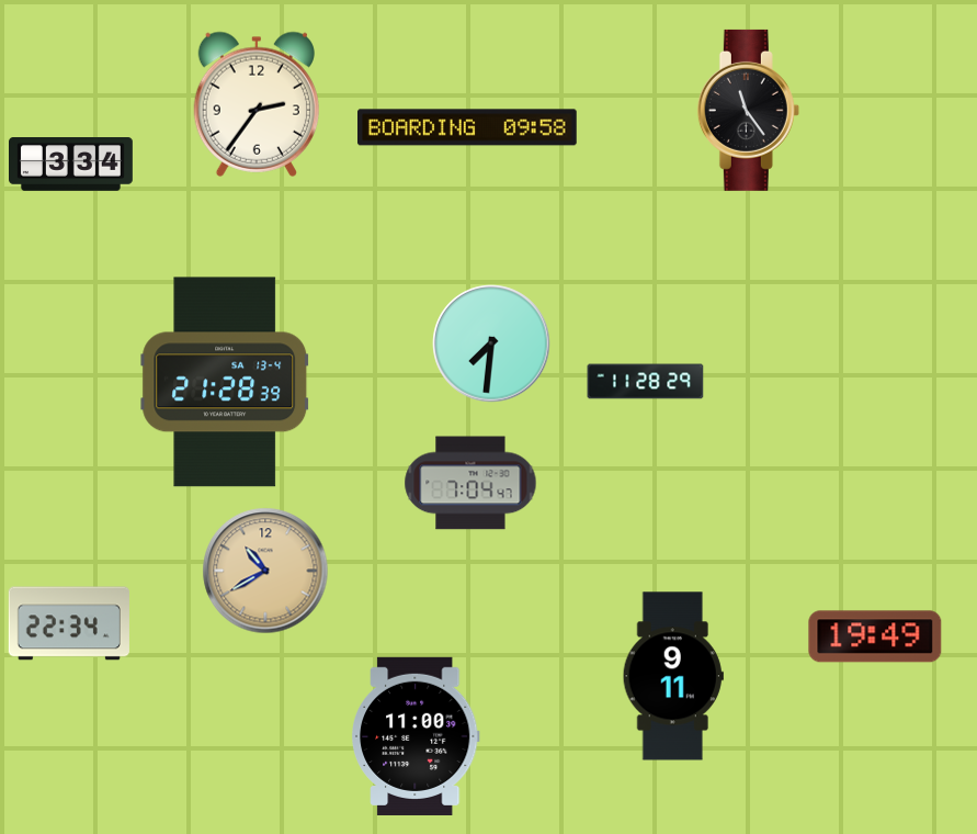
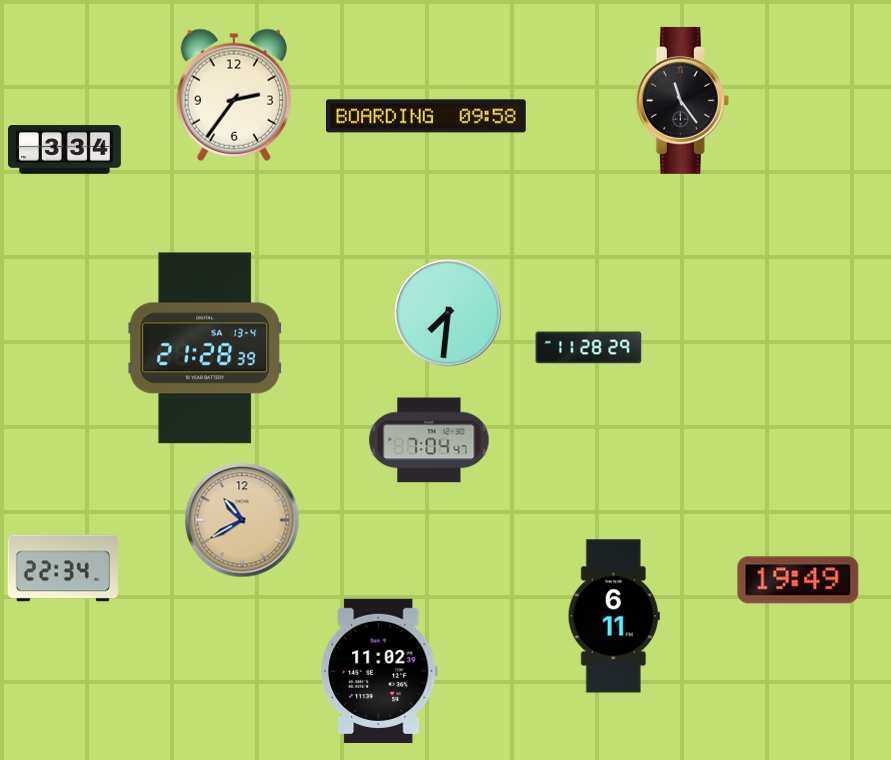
clock at (673, 676): 9:11 -> 6:11
clock at (417, 736): 11:00 -> 11:02
